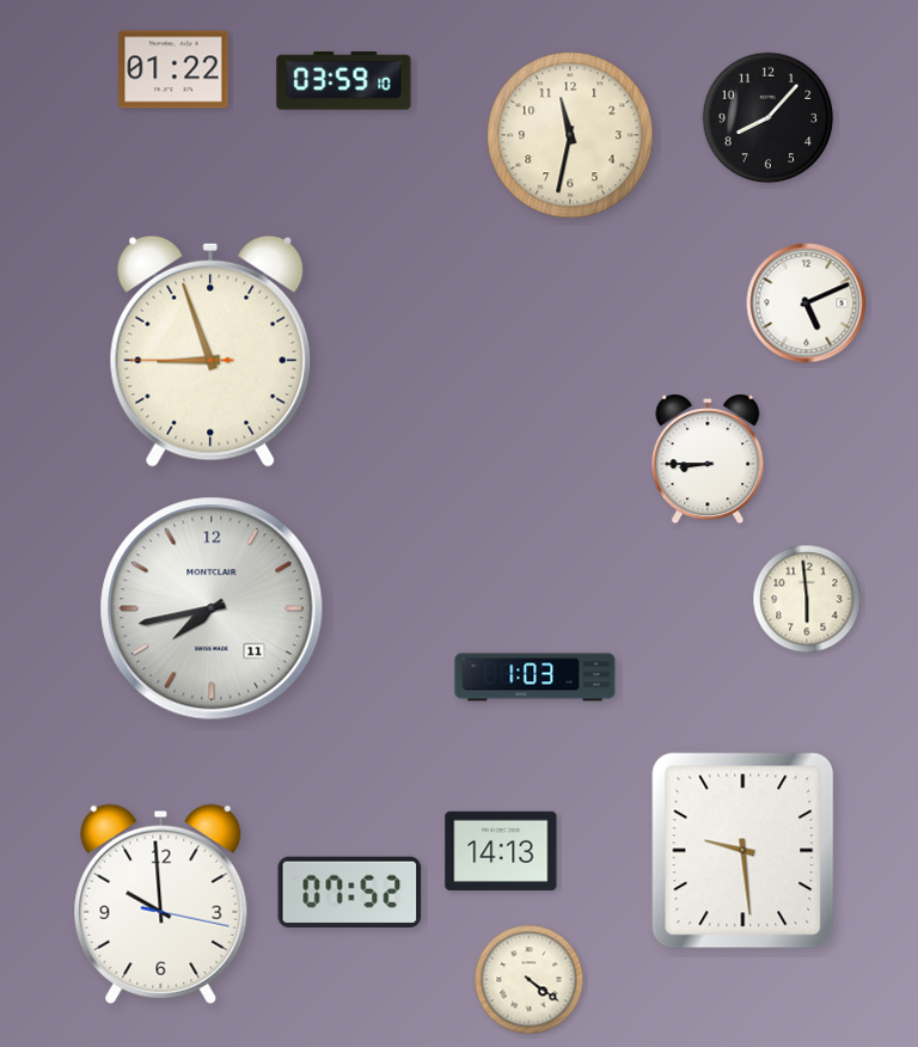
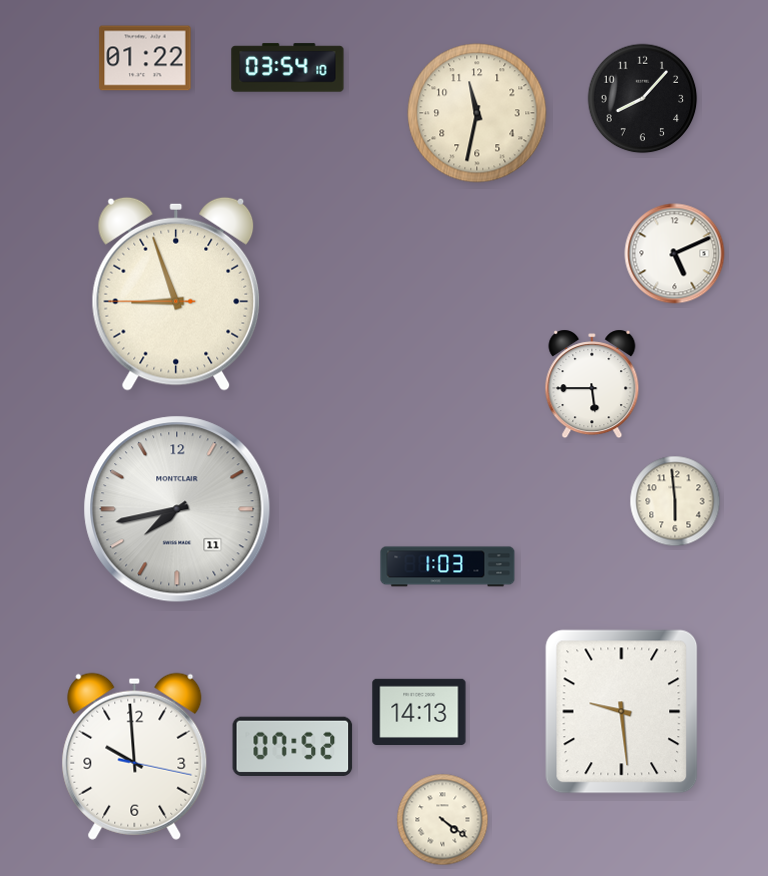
clock at (344, 81): 03:59 -> 03:54
clock at (708, 459): 8:45 -> 5:45
